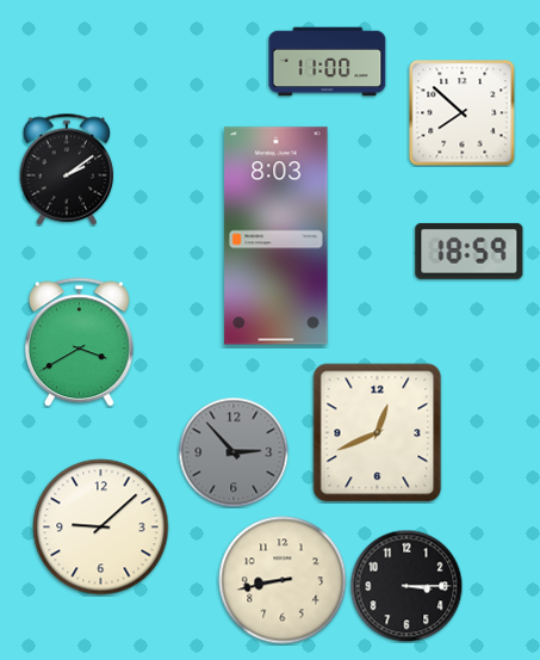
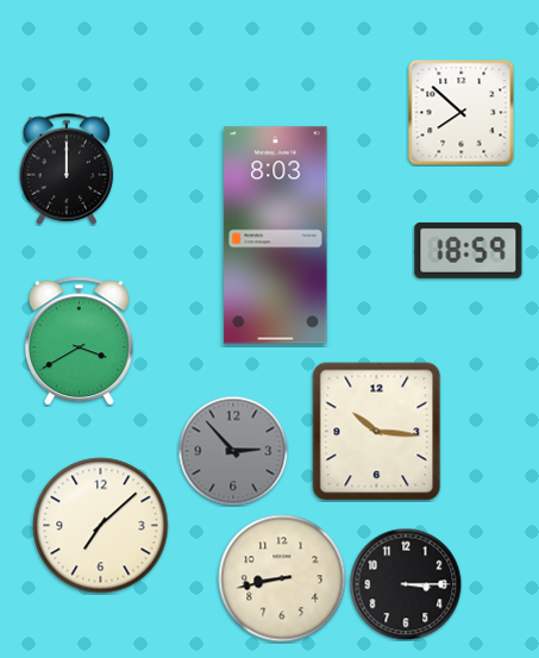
clock at (328, 62): 11:00 -> none
clock at (67, 169): 2:09 -> 12:00
clock at (378, 433): 12:41 -> 10:16
clock at (101, 528): 9:08 -> 7:08
